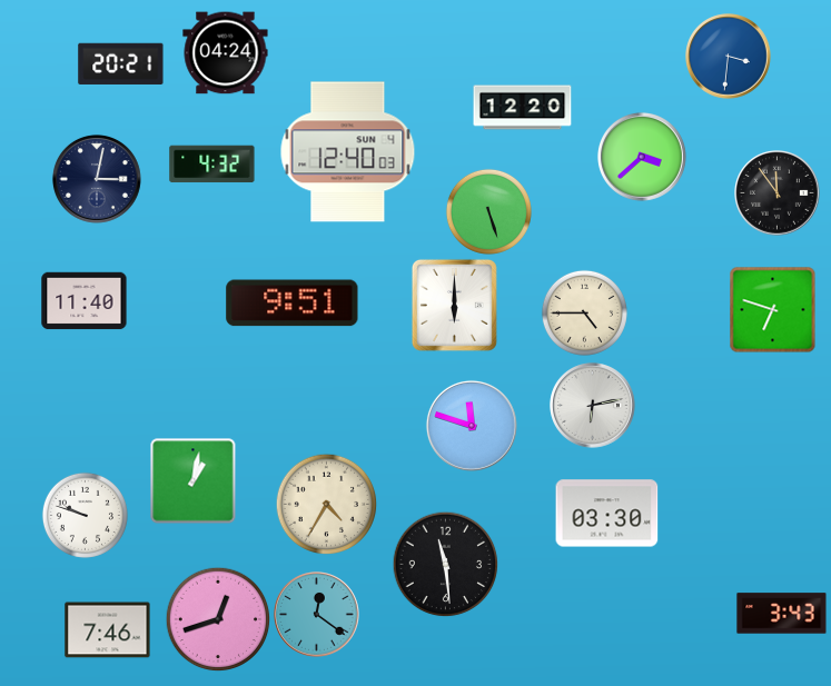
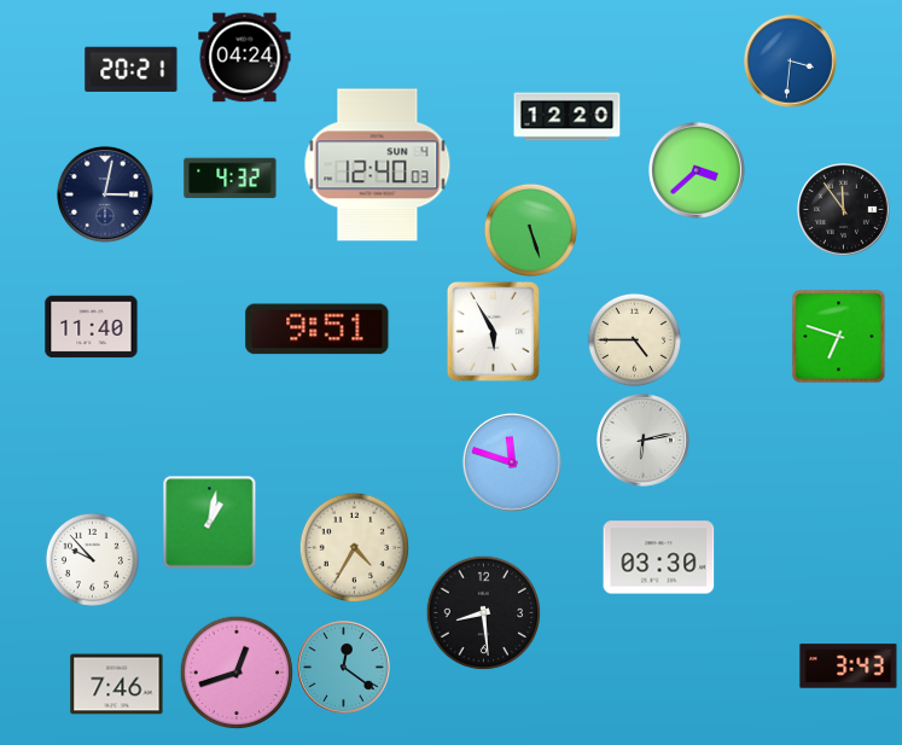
clock at (454, 305): 6:00 -> 5:55
clock at (85, 515): 9:48 -> 9:53
clock at (445, 564): 11:29 -> 8:29
